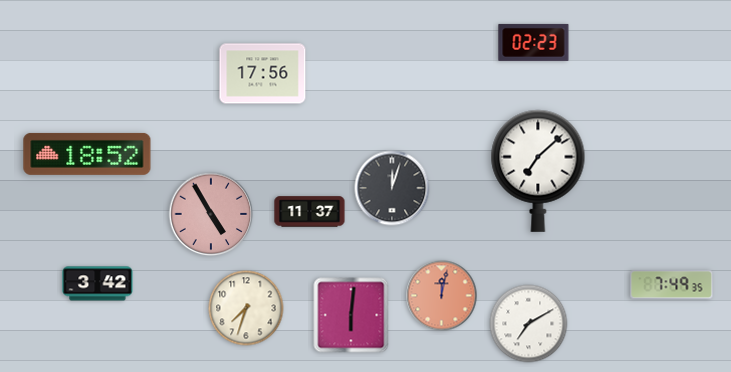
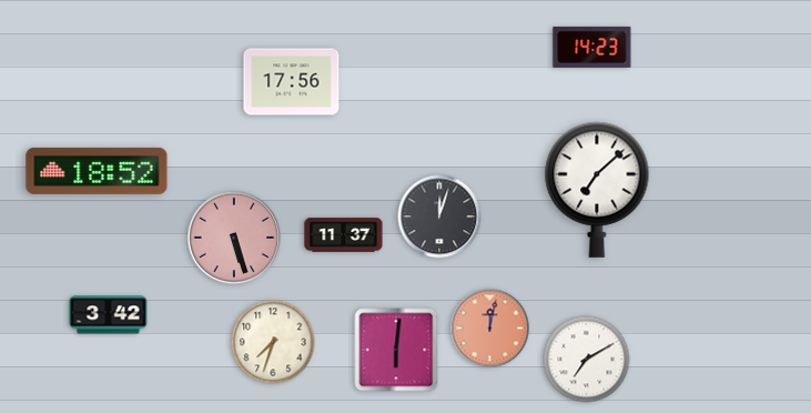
clock at (534, 42): 02:23 -> 14:23
clock at (392, 188) position: (392, 188) -> (439, 216)
clock at (211, 214): 4:55 -> 5:27
clock at (672, 285): 7:49 -> none
clock at (351, 315) position: (351, 315) -> (396, 350)
